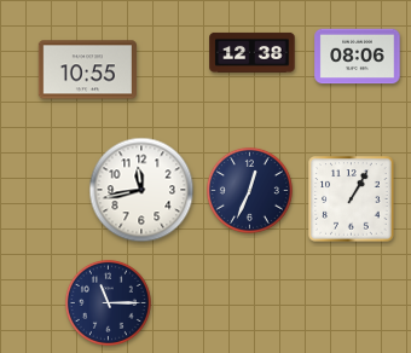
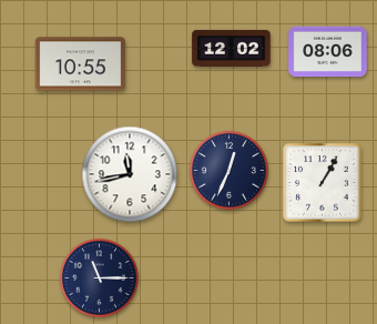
clock at (253, 52): 12:38 -> 12:02
clock at (249, 190) position: (249, 190) -> (228, 170)
